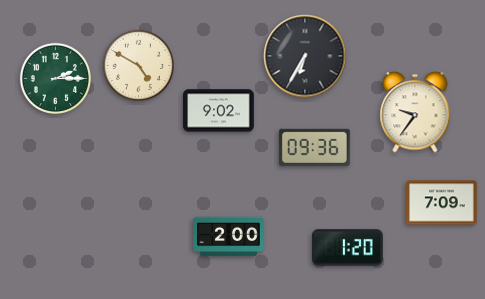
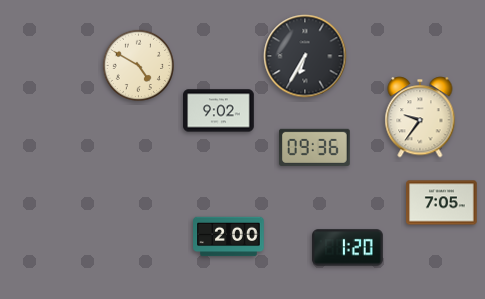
clock at (55, 78): 2:15 -> none
clock at (415, 112) position: (415, 112) -> (420, 117)
clock at (442, 203): 7:09 -> 7:05
